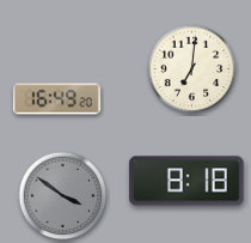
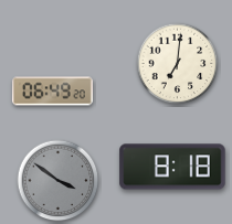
clock at (57, 99): 16:49 -> 06:49
